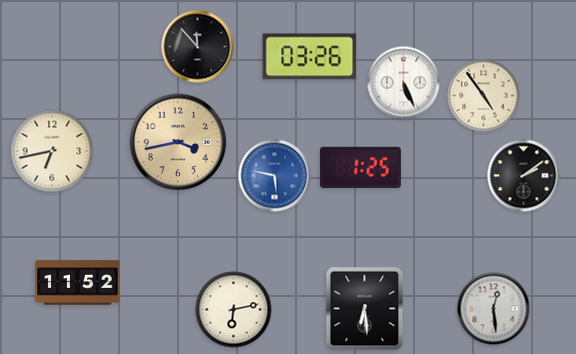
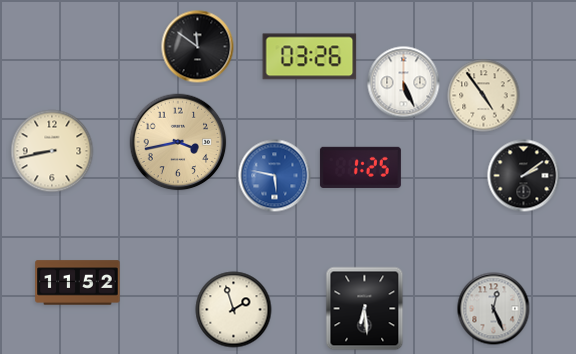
clock at (198, 47): 11:53 -> 11:51
clock at (52, 151): 6:43 -> 8:43
clock at (494, 309): 12:29 -> 12:26
clock at (234, 310): 6:13 -> 1:57
